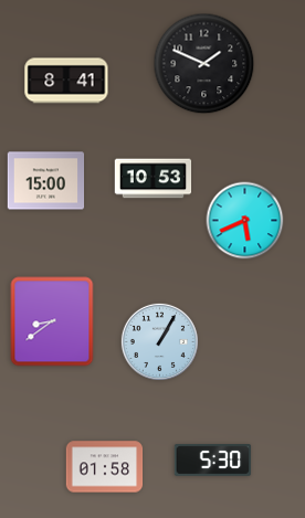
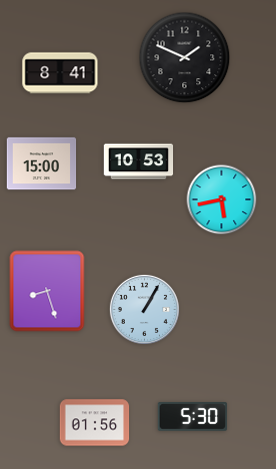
clock at (245, 221): 5:41 -> 5:43
clock at (52, 321): 8:39 -> 8:27
clock at (105, 467): 01:58 -> 01:56
